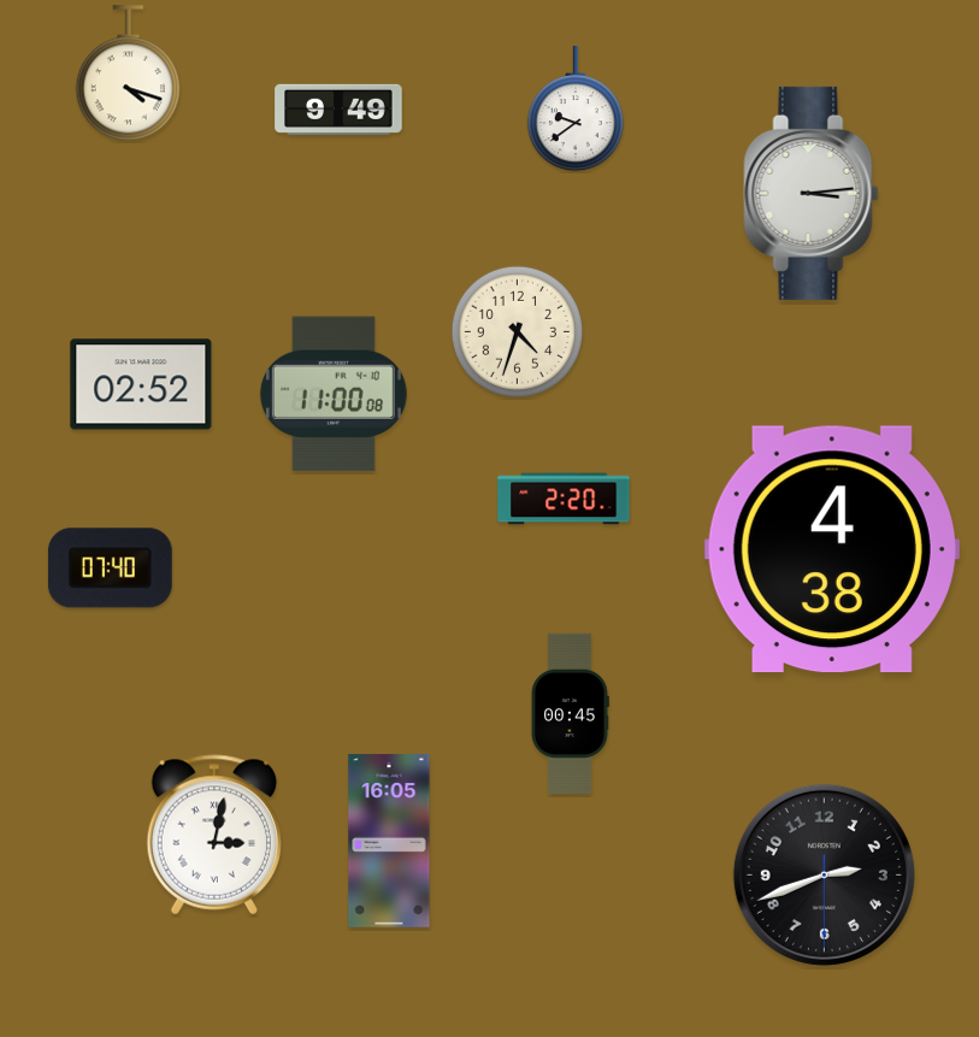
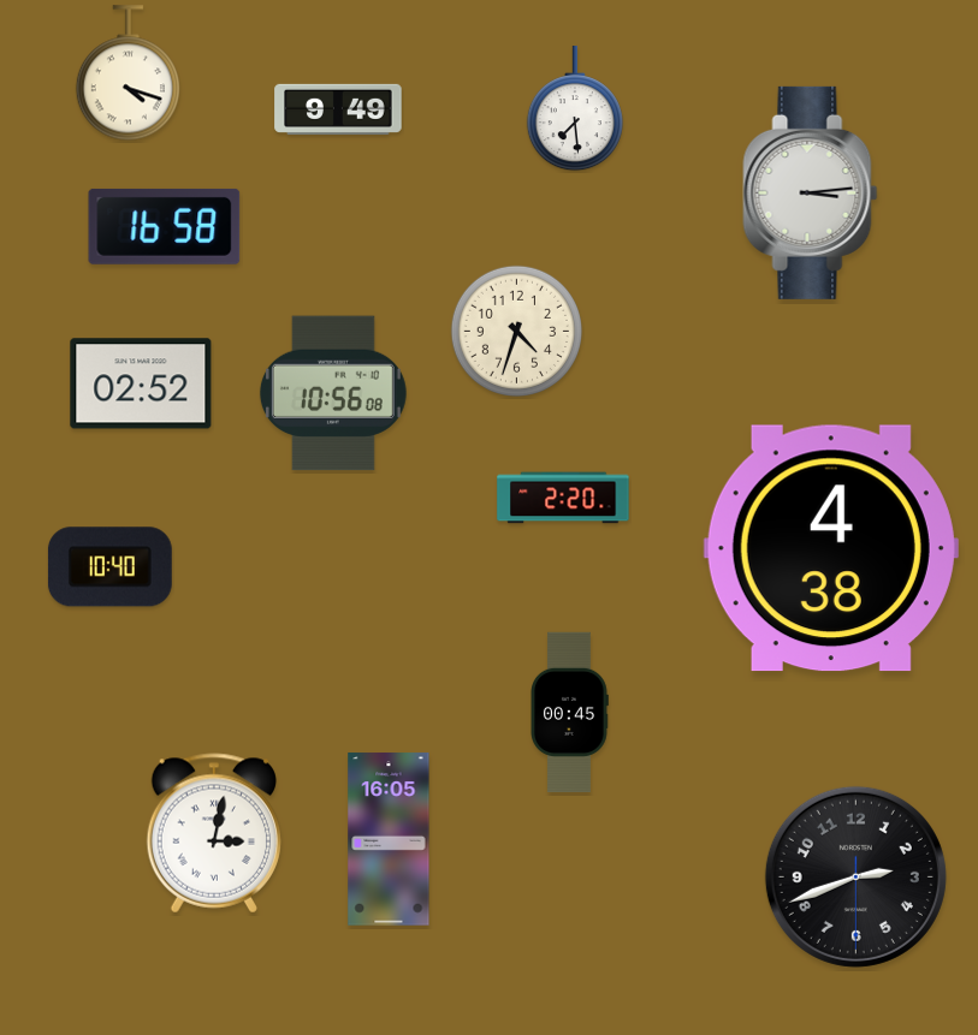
clock at (576, 110): 9:39 -> 7:29
clock at (165, 226): none -> 16:58
clock at (334, 394): 11:00 -> 10:56
clock at (110, 568): 07:40 -> 10:40
clock at (824, 874) position: (824, 874) -> (855, 876)
